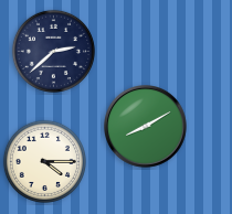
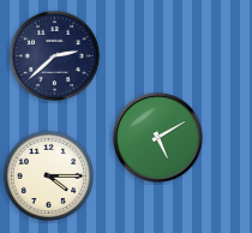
clock at (53, 51) position: (53, 51) -> (54, 55)
clock at (146, 127): 8:10 -> 5:10
